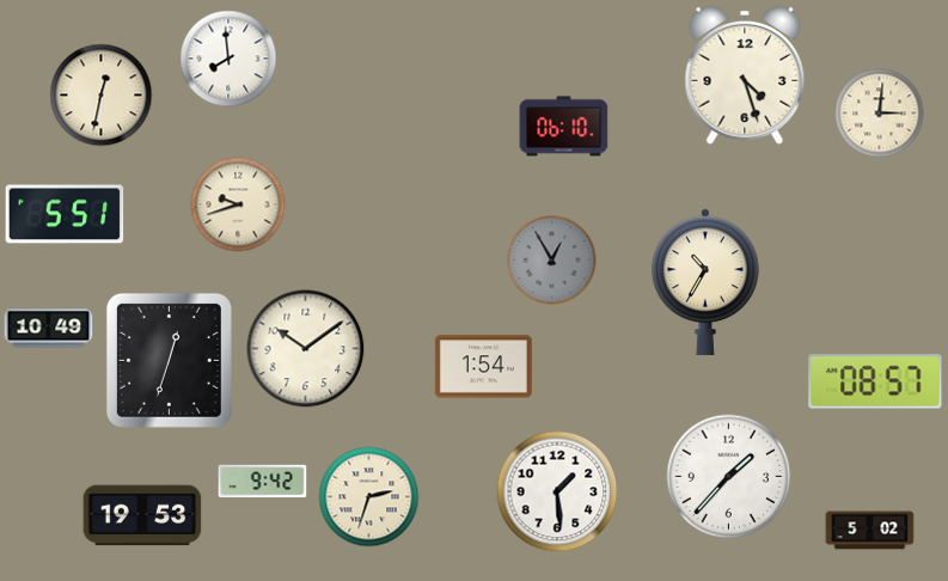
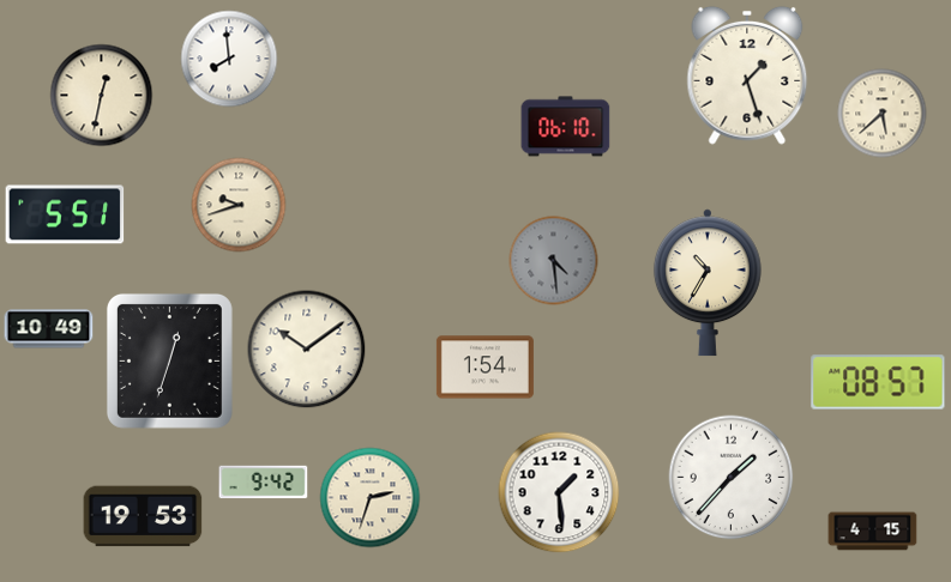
clock at (745, 75): 4:27 -> 1:27
clock at (880, 114): 3:01 -> 5:38
clock at (552, 261): 12:55 -> 4:29
clock at (870, 531): 5:02 -> 4:15
